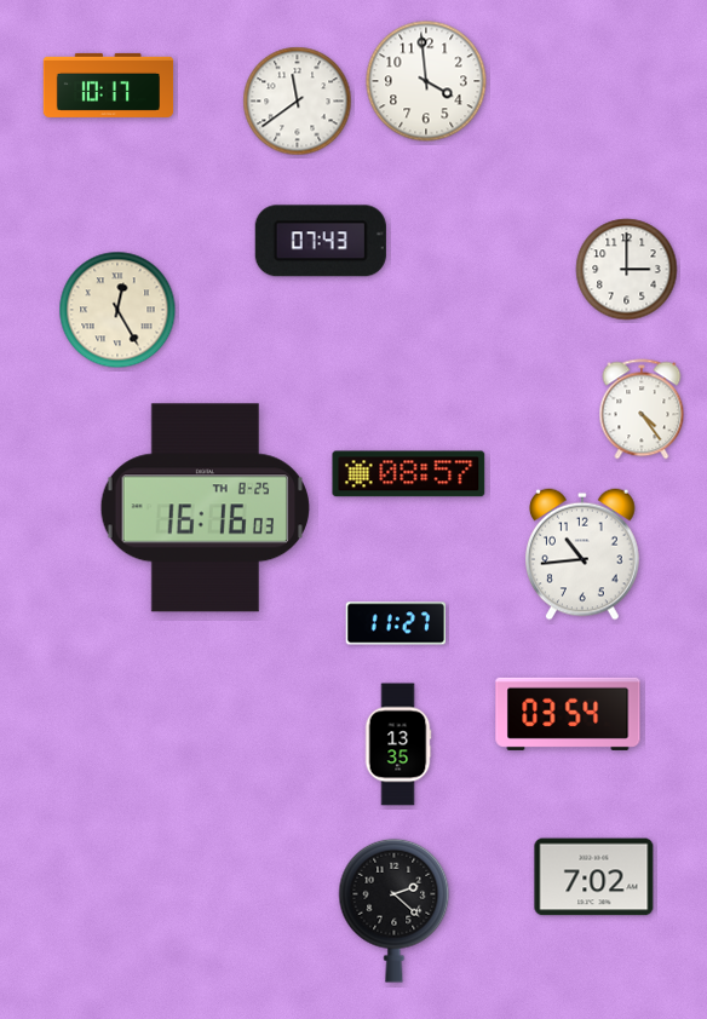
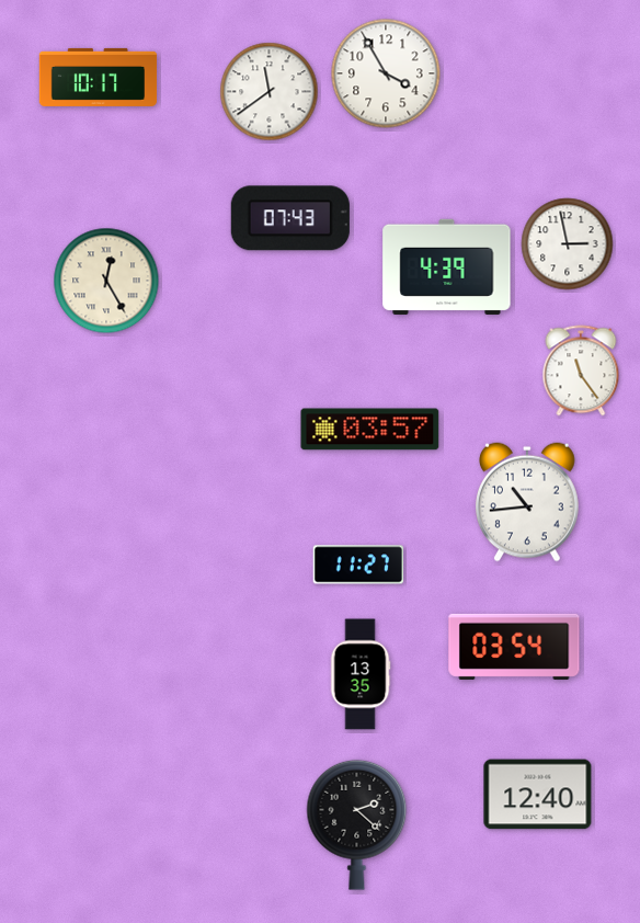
clock at (426, 81): 3:59 -> 3:55
clock at (627, 270): 3:00 -> 2:58
clock at (447, 266): none -> 4:39
clock at (642, 409): 4:24 -> 11:24
clock at (409, 474): 08:57 -> 03:57
clock at (205, 508): 16:16 -> none
clock at (594, 877): 7:02 -> 12:40
